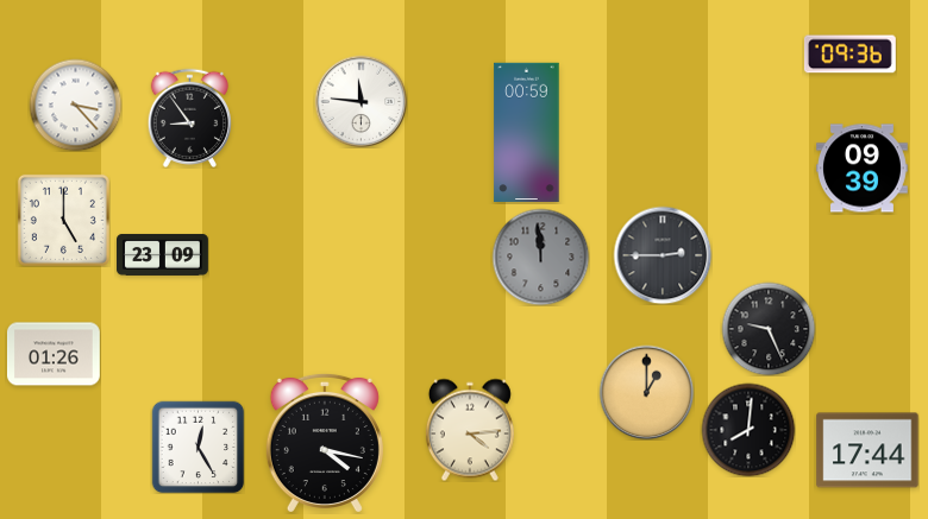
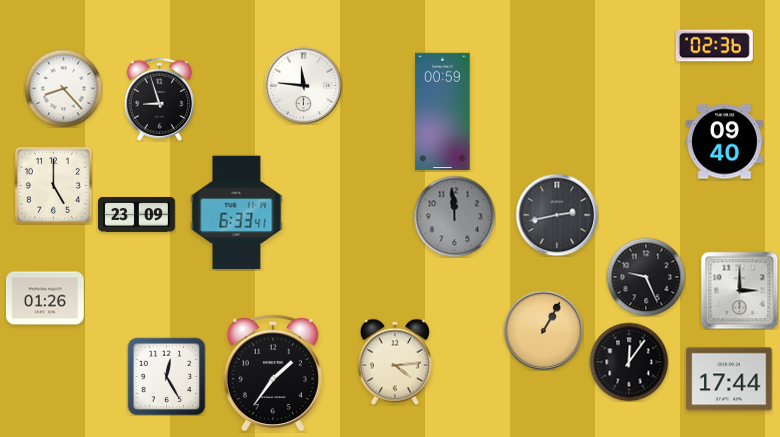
clock at (849, 55): 09:36 -> 02:36
clock at (75, 105): 3:23 -> 8:23
clock at (189, 118): 8:54 -> 8:57
clock at (861, 169): 09:39 -> 09:40
clock at (237, 213): none -> 6:33
clock at (663, 255): 2:45 -> 2:43
clock at (739, 290): none -> 3:00
clock at (646, 392): 1:00 -> 1:05
clock at (748, 430): 8:01 -> 12:06
clock at (325, 442): 4:17 -> 1:36
